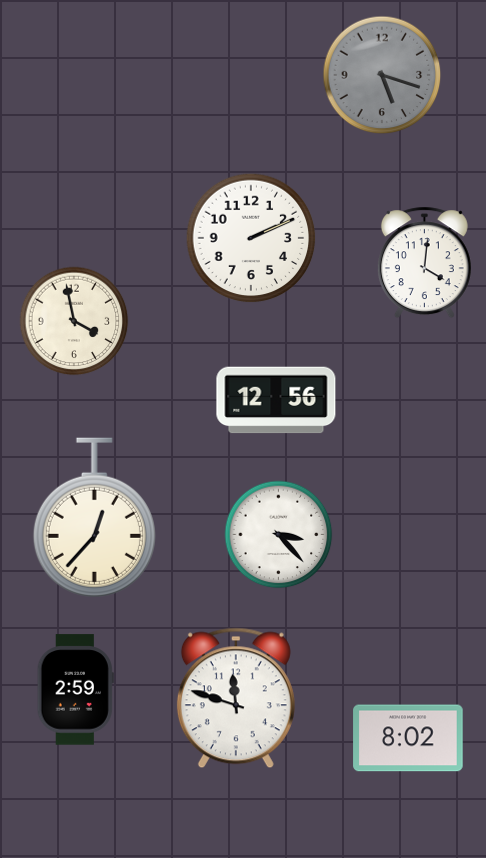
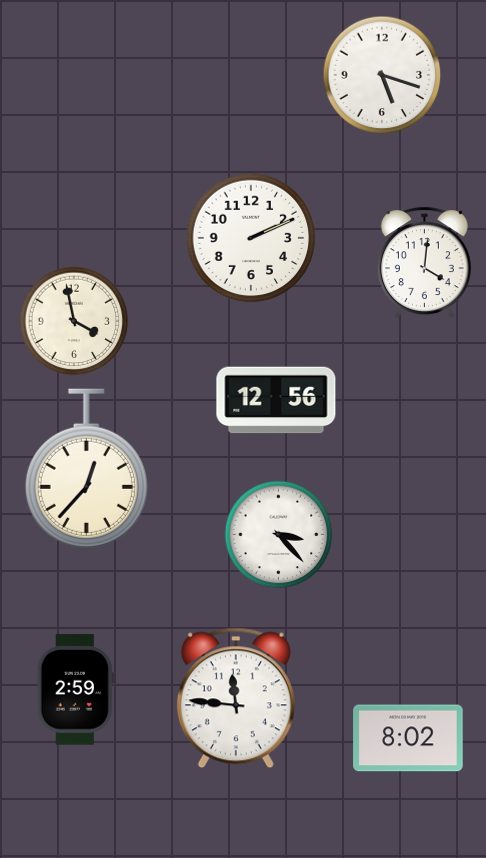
clock at (382, 75) dial: grey -> white
clock at (94, 518) position: (94, 518) -> (86, 469)
clock at (236, 698): 11:48 -> 11:46
